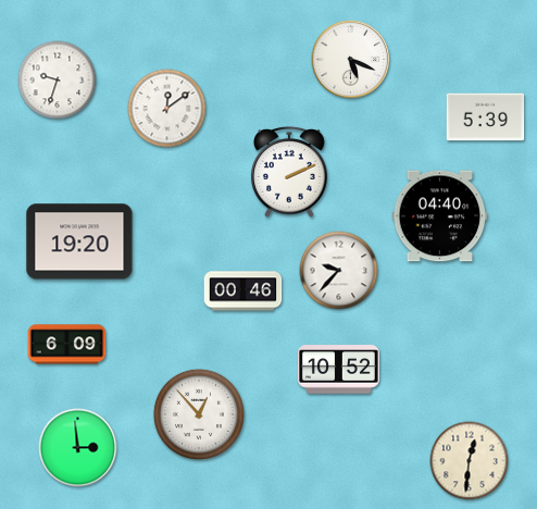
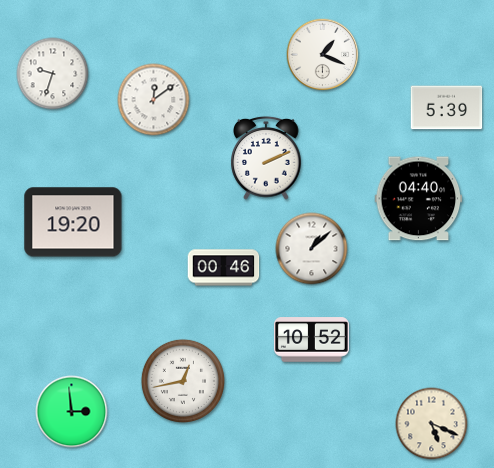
clock at (351, 60): 5:19 -> 1:19
clock at (440, 216) position: (440, 216) -> (419, 199)
clock at (339, 271): 9:37 -> 1:08
clock at (67, 345): 6:09 -> none
clock at (199, 414): 12:53 -> 12:43
clock at (470, 461): 12:31 -> 5:19
